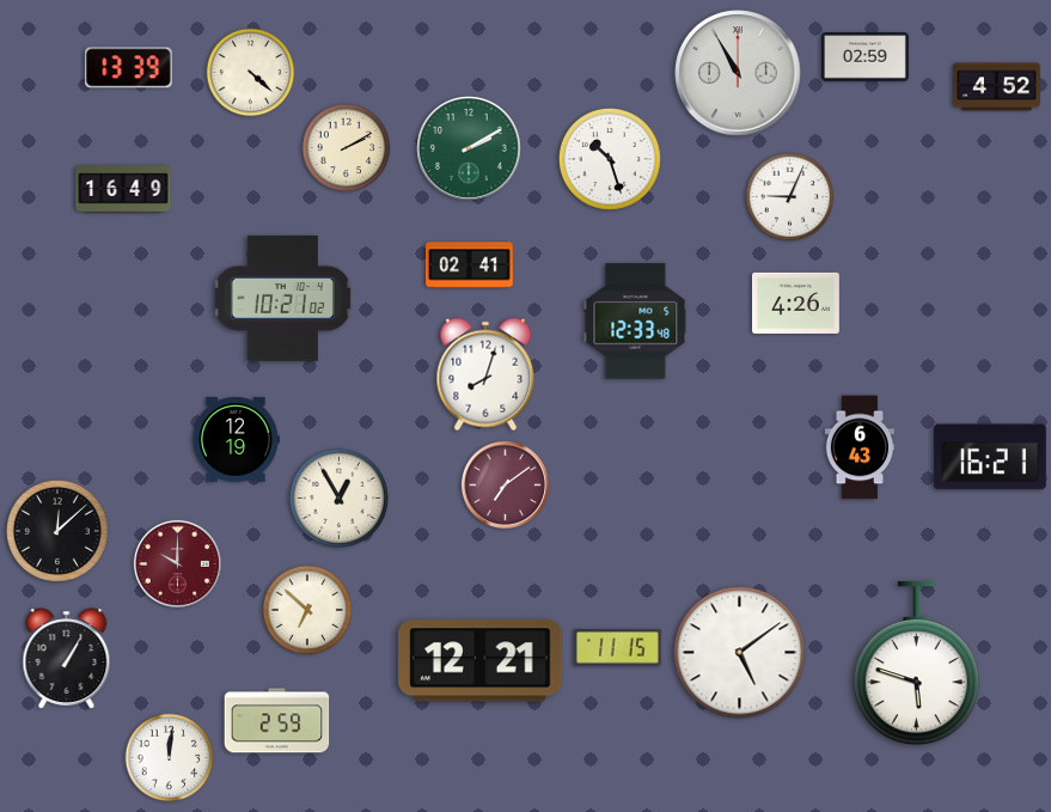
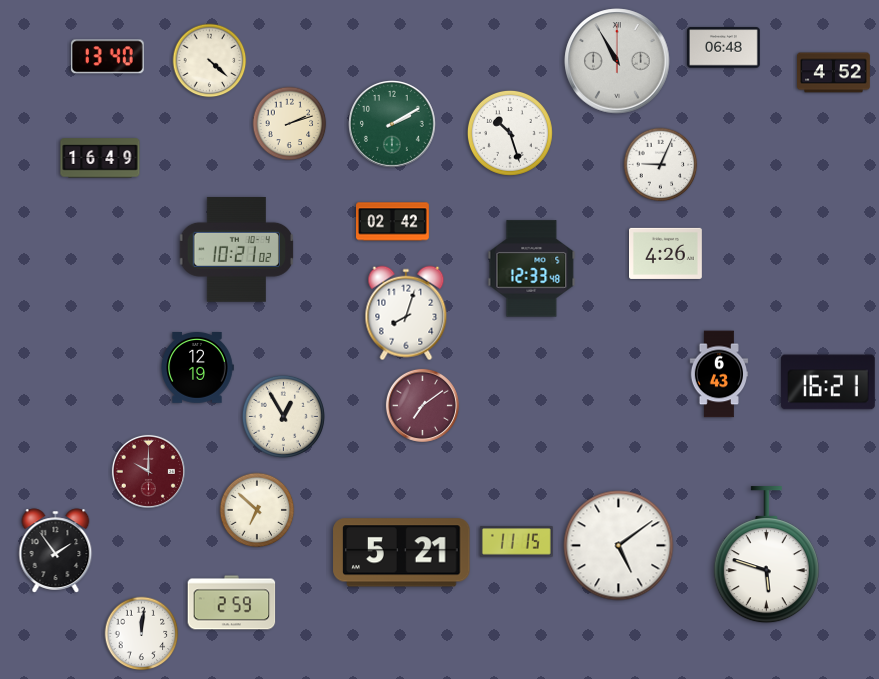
clock at (866, 57): 02:59 -> 06:48
clock at (128, 68): 13:39 -> 13:40
clock at (347, 148): 2:10 -> 2:12
clock at (123, 189) position: (123, 189) -> (100, 158)
clock at (470, 265): 02:41 -> 02:42
clock at (57, 531): 12:08 -> none
clock at (67, 659): 1:05 -> 1:54
clock at (481, 661): 12:21 -> 5:21
